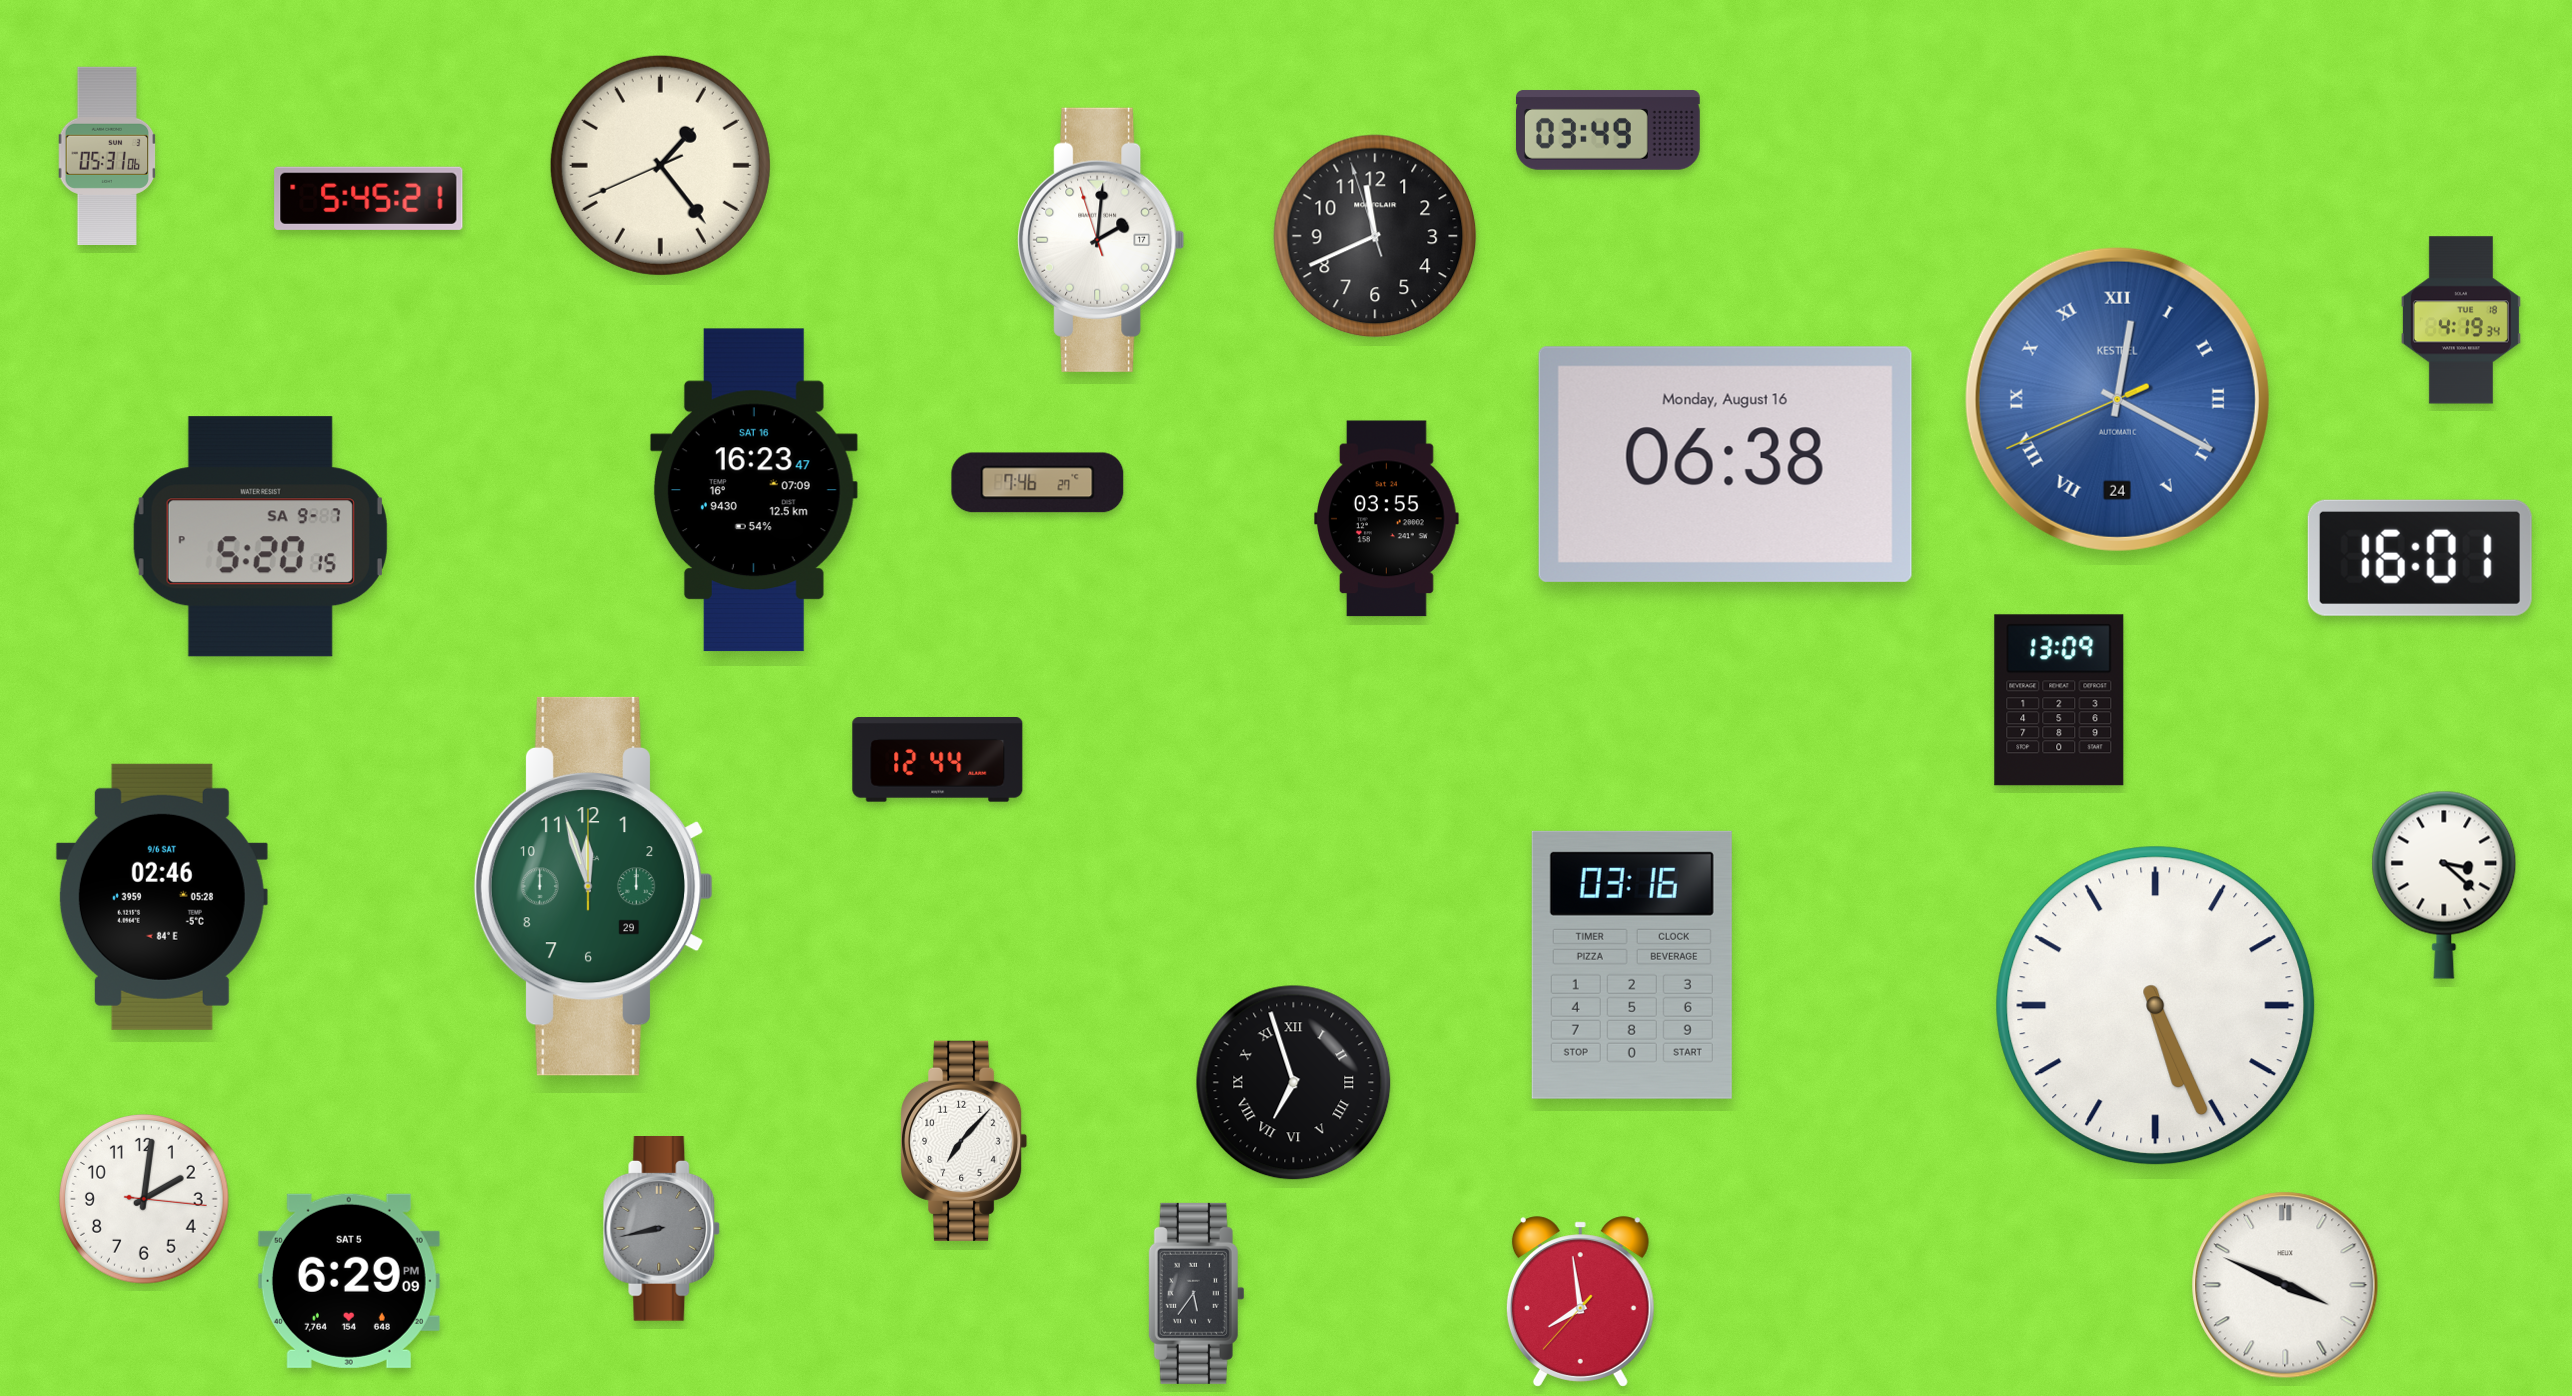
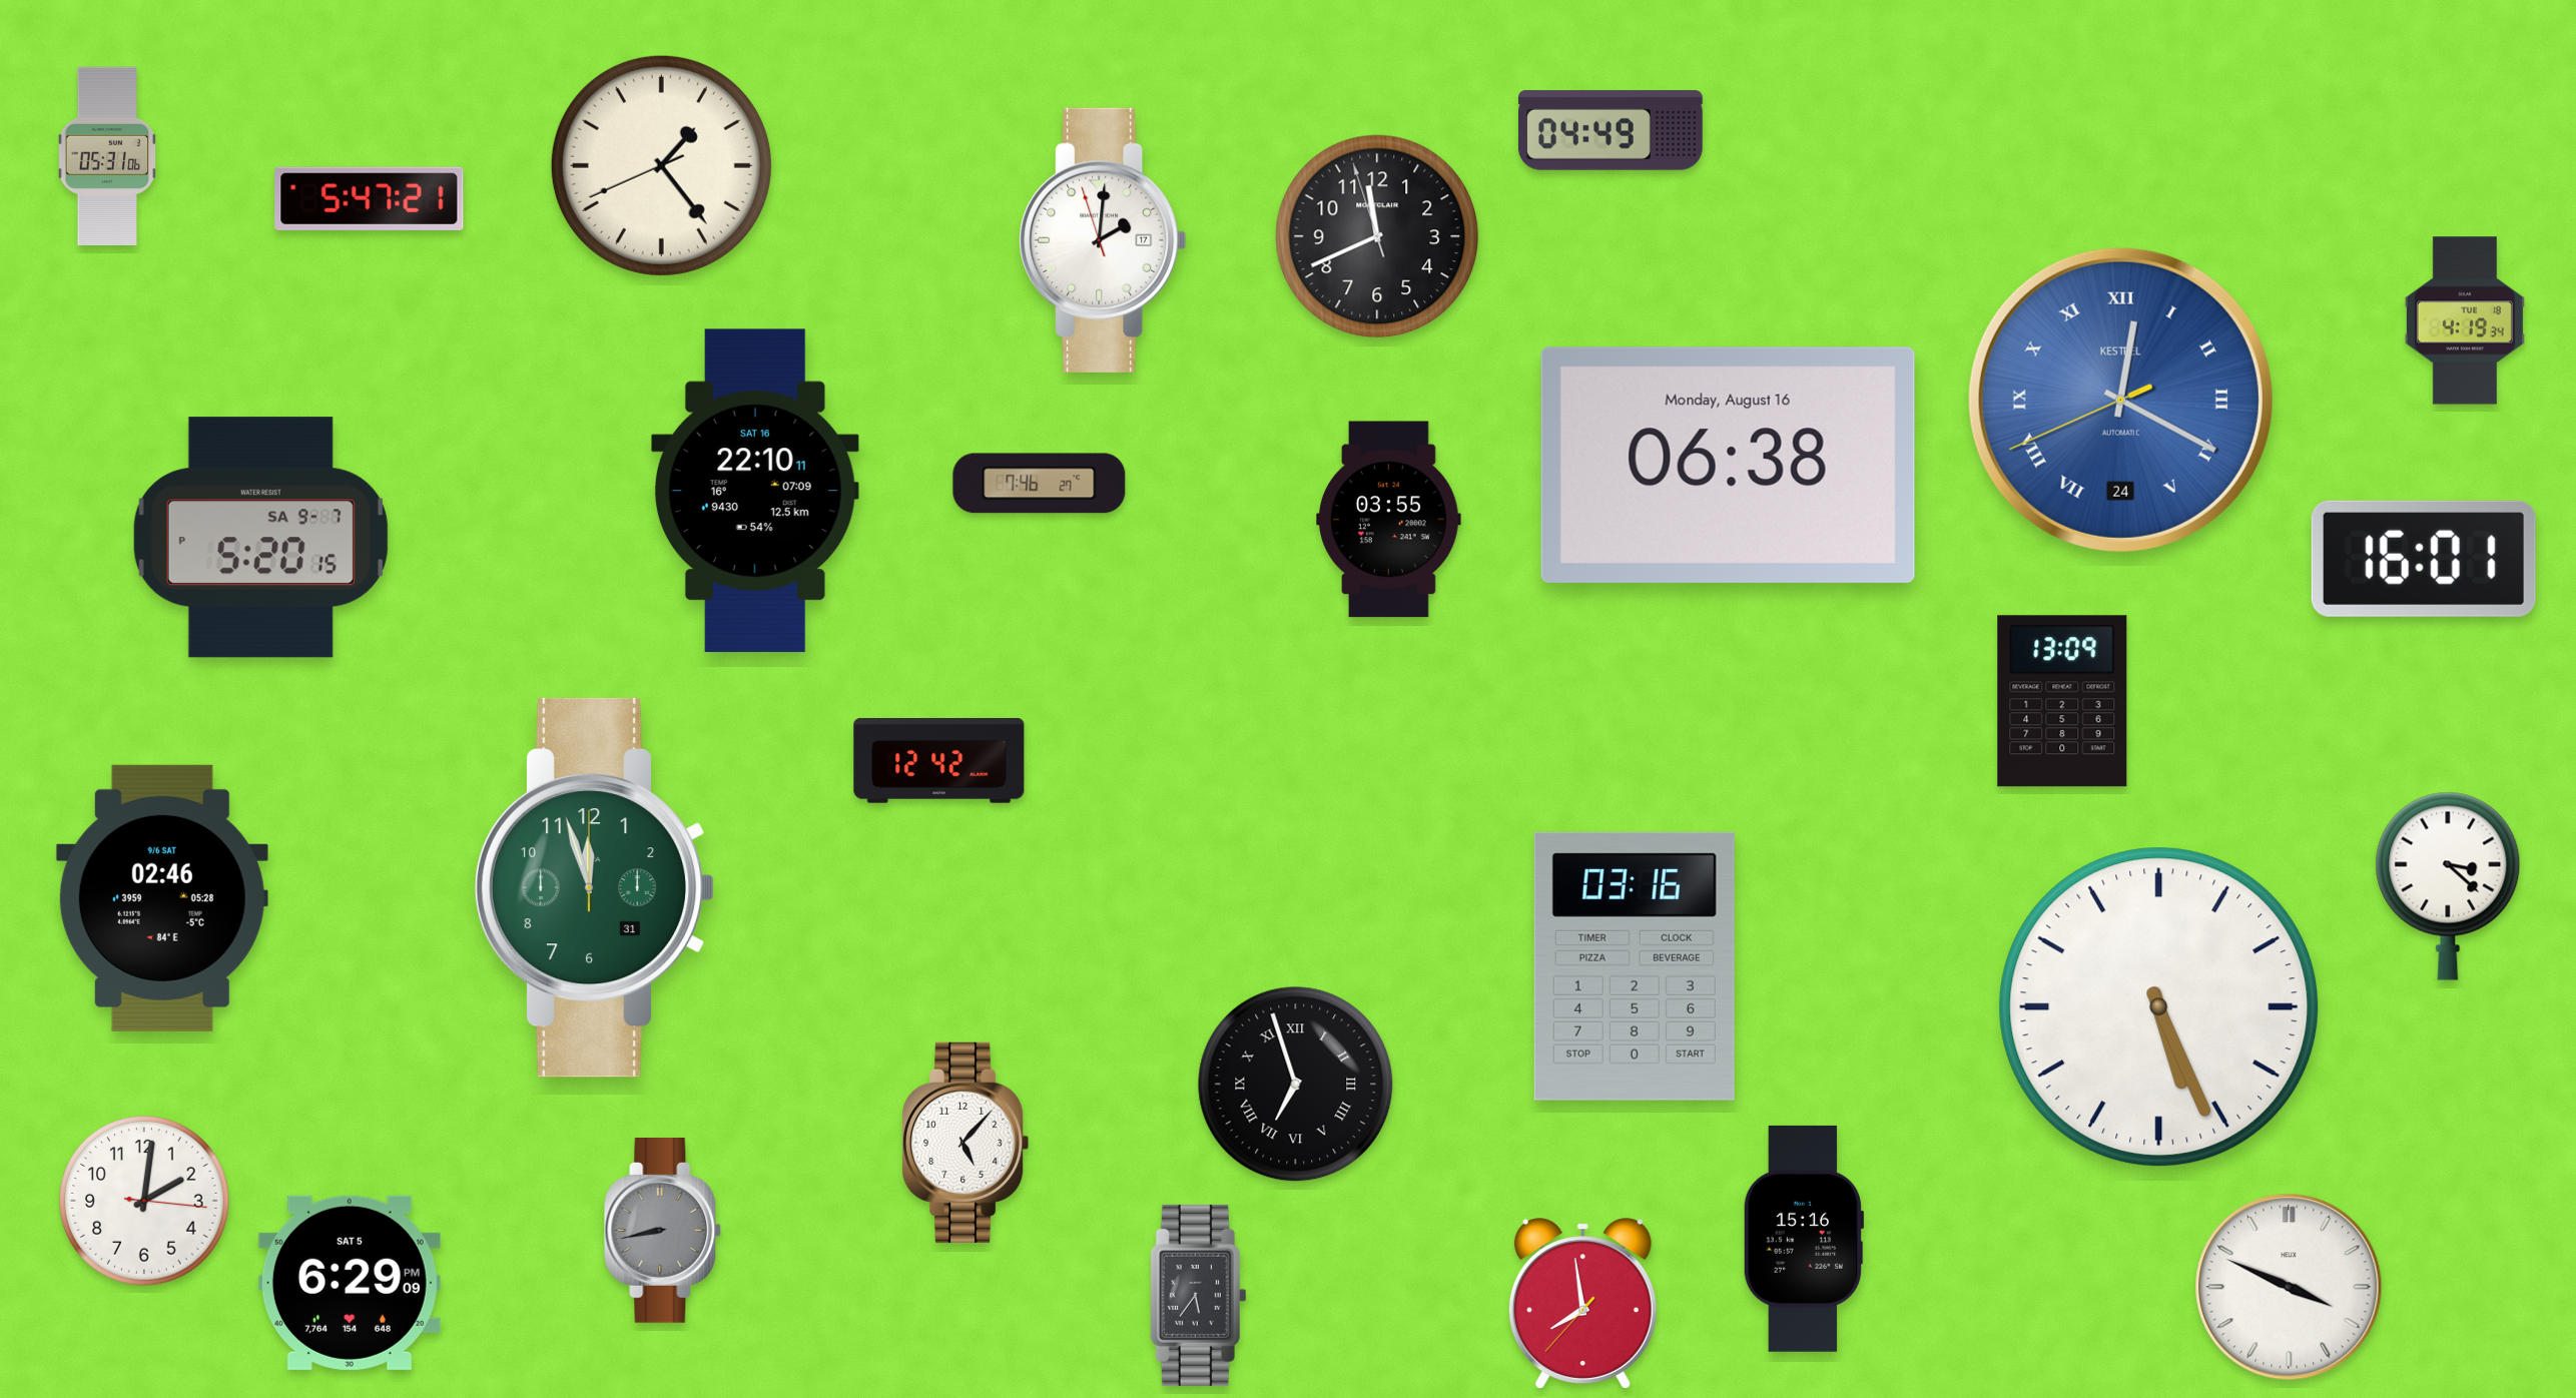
clock at (1608, 130): 03:49 -> 04:49
clock at (369, 198): 5:45 -> 5:47
clock at (754, 490): 16:23 -> 22:10
clock at (938, 760): 12:44 -> 12:42
clock at (594, 886) date: 29 -> 31
clock at (965, 1141): 7:07 -> 5:07
clock at (1804, 1239): none -> 15:16
